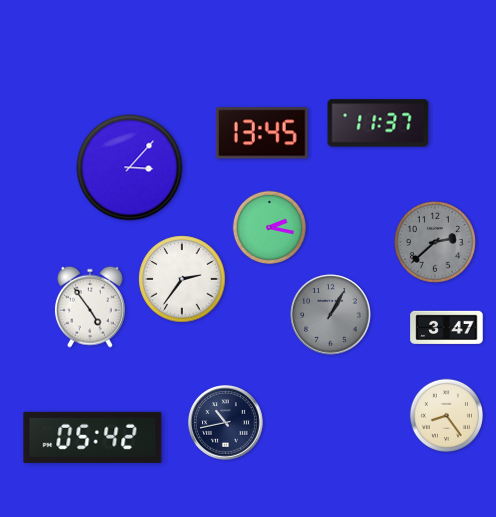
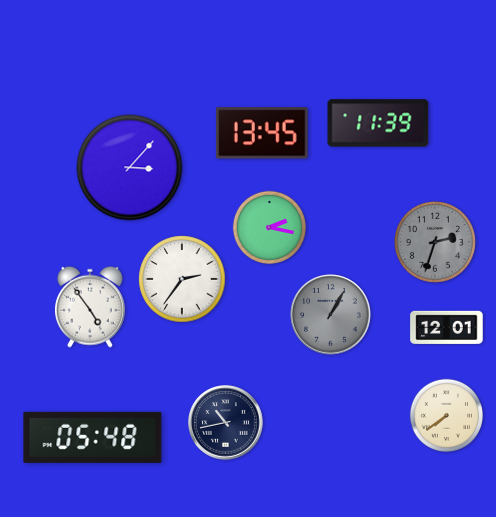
clock at (378, 123): 11:37 -> 11:39
clock at (436, 243): 2:38 -> 2:33
clock at (447, 328): 3:47 -> 12:01
clock at (446, 415): 8:24 -> 7:39
clock at (93, 437): 05:42 -> 05:48
